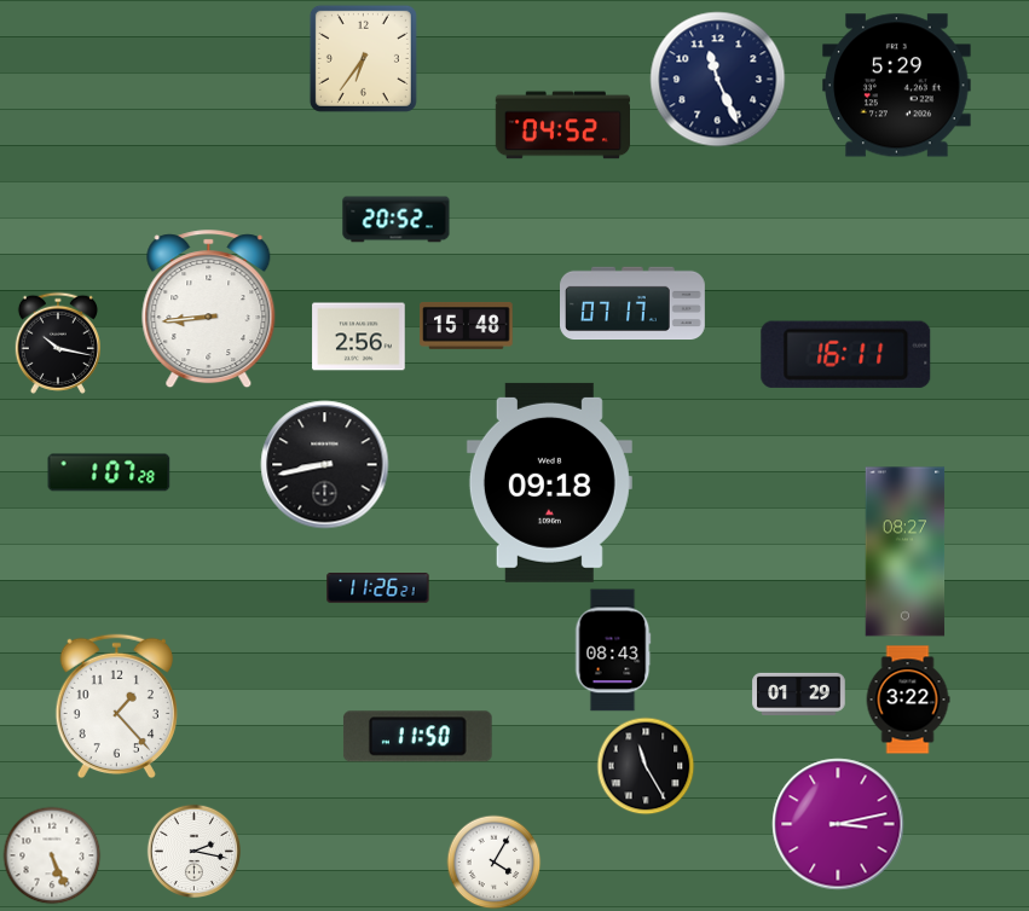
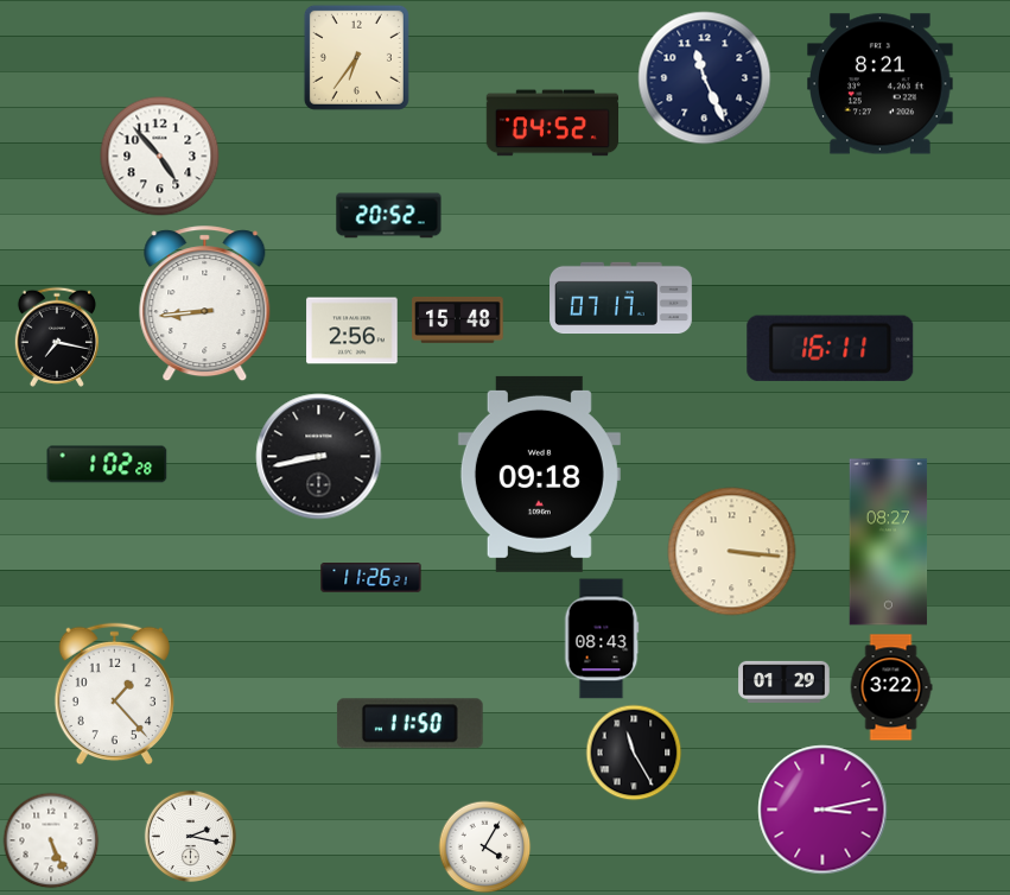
clock at (897, 86): 5:29 -> 8:21
clock at (160, 157): none -> 4:53
clock at (58, 343): 10:17 -> 7:17
clock at (109, 472): 1:07 -> 1:02
clock at (732, 552): none -> 3:16
